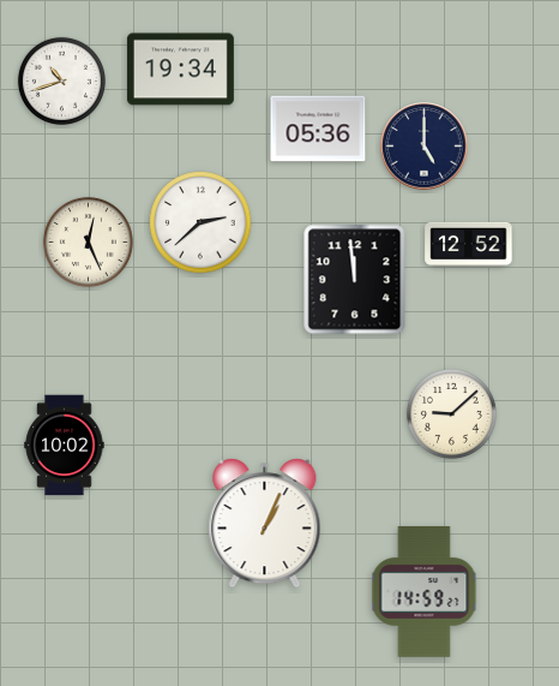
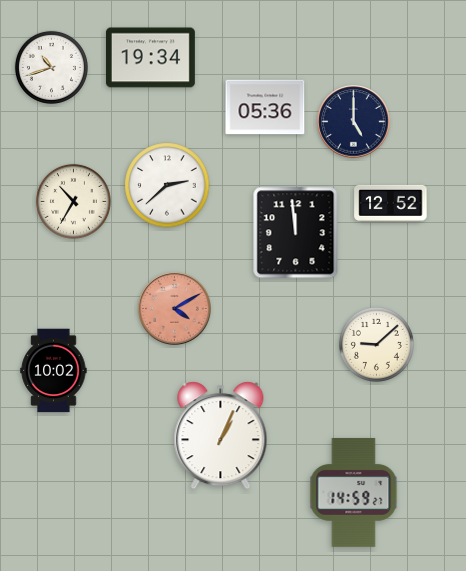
clock at (88, 241): 12:26 -> 10:35
clock at (175, 309): none -> 4:10
